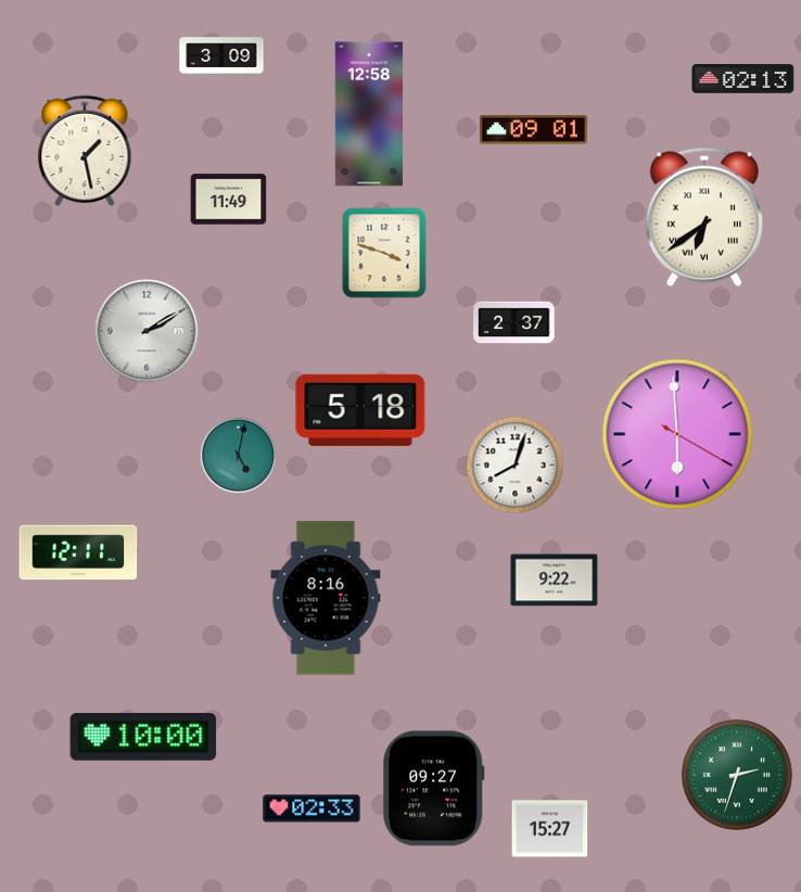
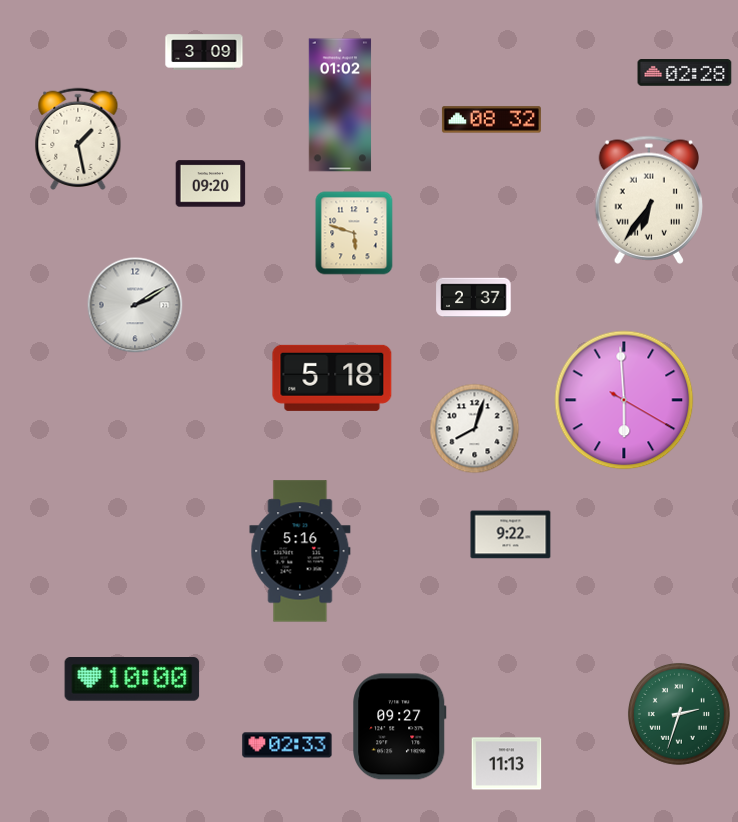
clock at (743, 79): 02:13 -> 02:28
clock at (369, 114): 12:58 -> 01:02
clock at (533, 130): 09:01 -> 08:32
clock at (229, 200): 11:49 -> 09:20
clock at (703, 217): 6:39 -> 6:36
clock at (384, 253): 3:48 -> 5:48
clock at (239, 456): 5:02 -> none
clock at (78, 552): 12:11 -> none
clock at (326, 598): 8:16 -> 5:16
clock at (550, 829): 15:27 -> 11:13
